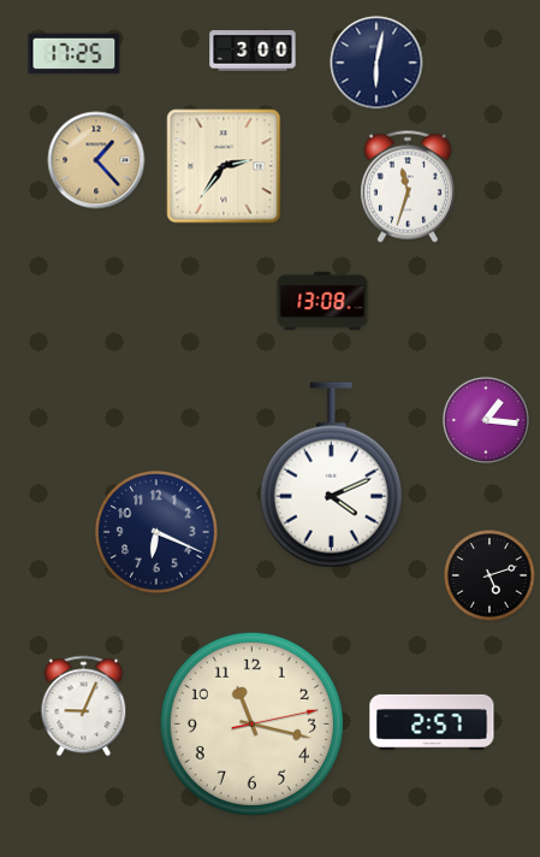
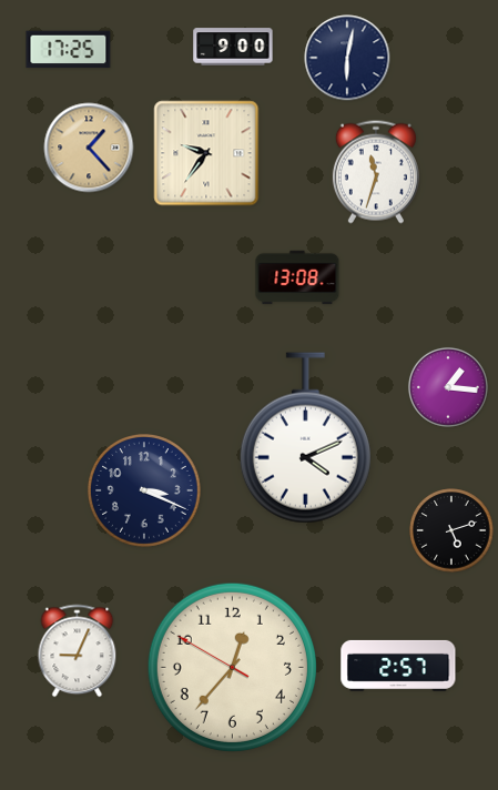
clock at (253, 51): 3:00 -> 9:00
clock at (224, 166): 2:36 -> 9:36
clock at (158, 533): 6:19 -> 3:19
clock at (251, 723): 11:17 -> 12:36
